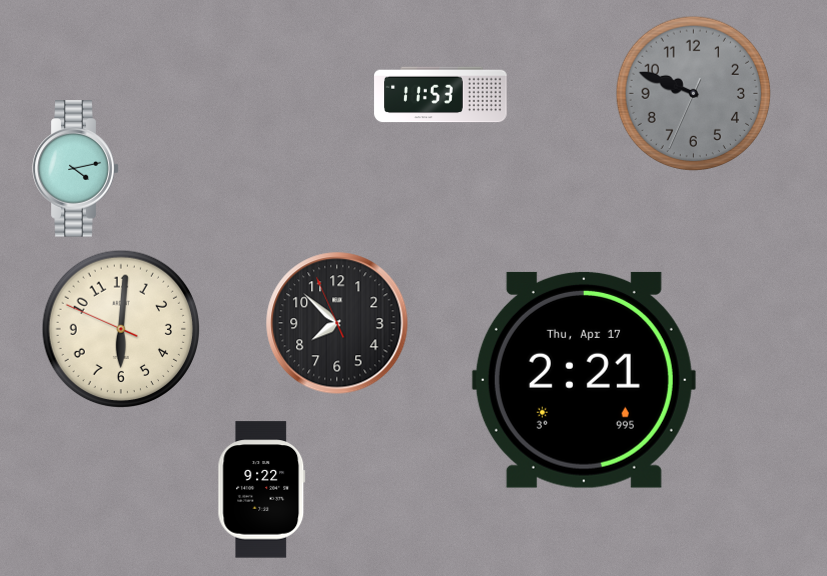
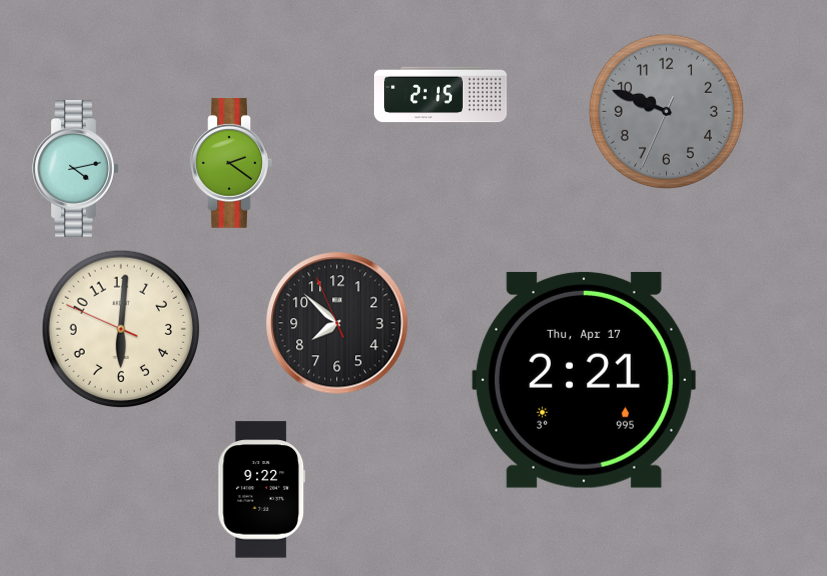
clock at (694, 94) position: (694, 94) -> (667, 112)
clock at (441, 95): 11:53 -> 2:15
clock at (231, 164): none -> 2:21
